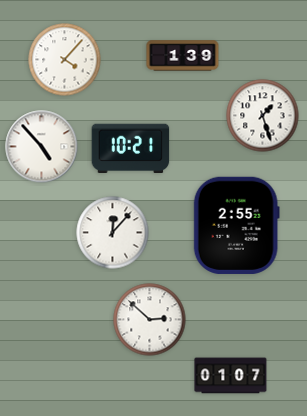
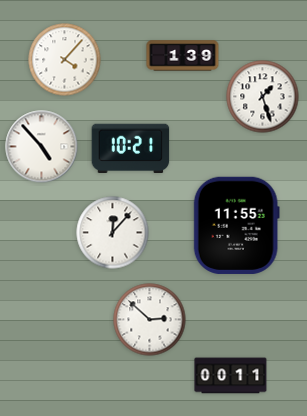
clock at (263, 116) position: (263, 116) -> (263, 97)
clock at (236, 225): 2:55 -> 11:55
clock at (231, 376): 01:07 -> 00:11
